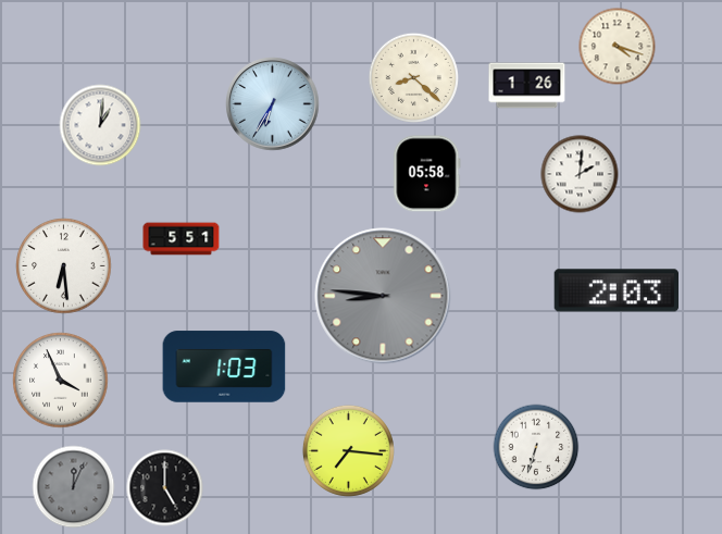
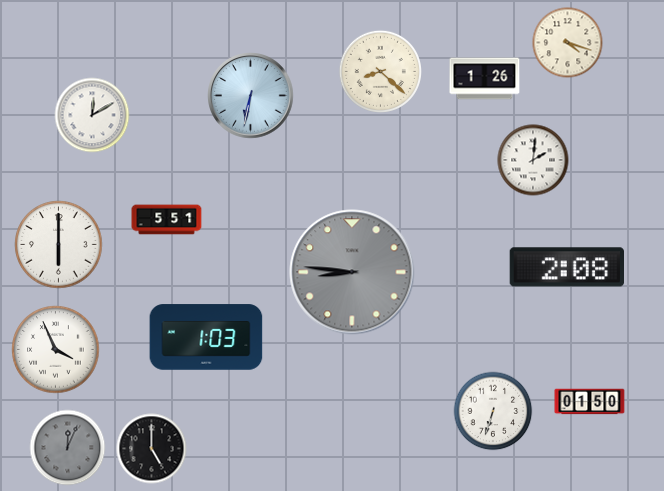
clock at (273, 104): 6:35 -> 6:32
clock at (100, 125): 1:01 -> 12:10
clock at (427, 174): 05:58 -> none
clock at (64, 266): 6:29 -> 6:00
clock at (615, 290): 2:03 -> 2:08
clock at (590, 402): none -> 01:50
clock at (348, 450): 7:16 -> none
